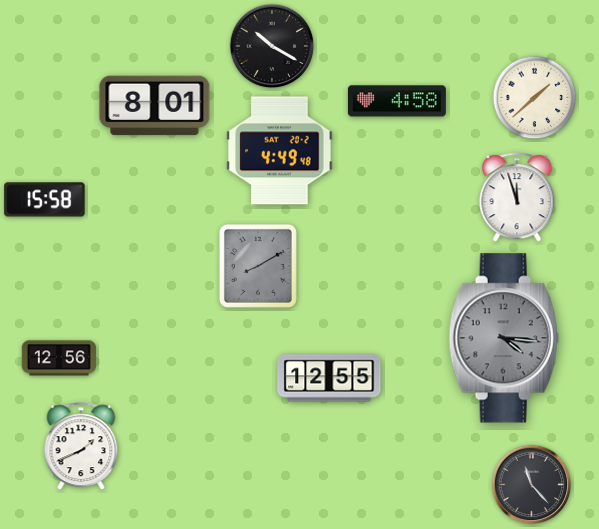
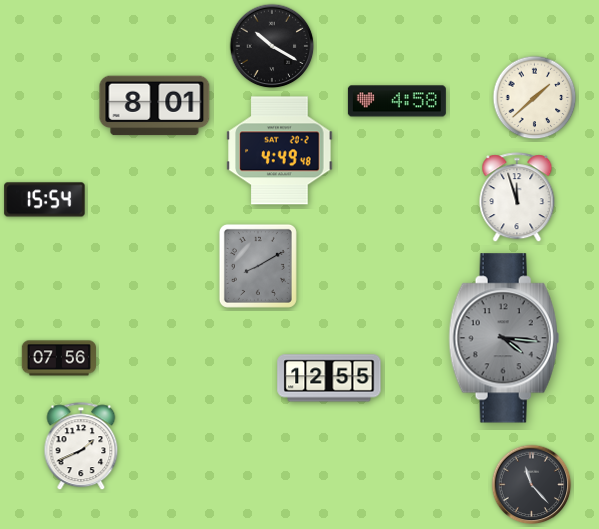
clock at (45, 200): 15:58 -> 15:54
clock at (58, 358): 12:56 -> 07:56
